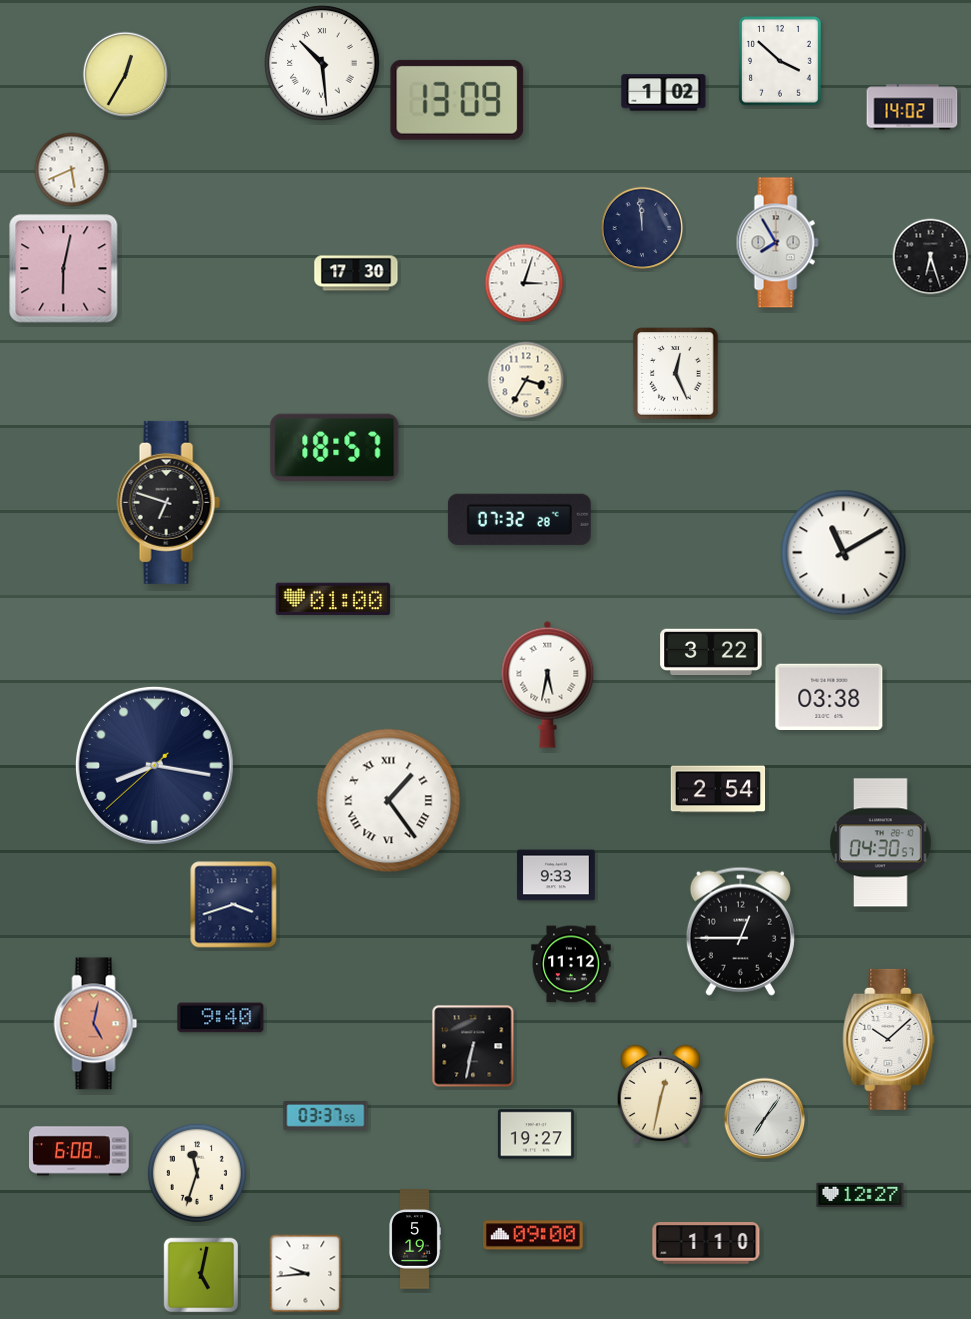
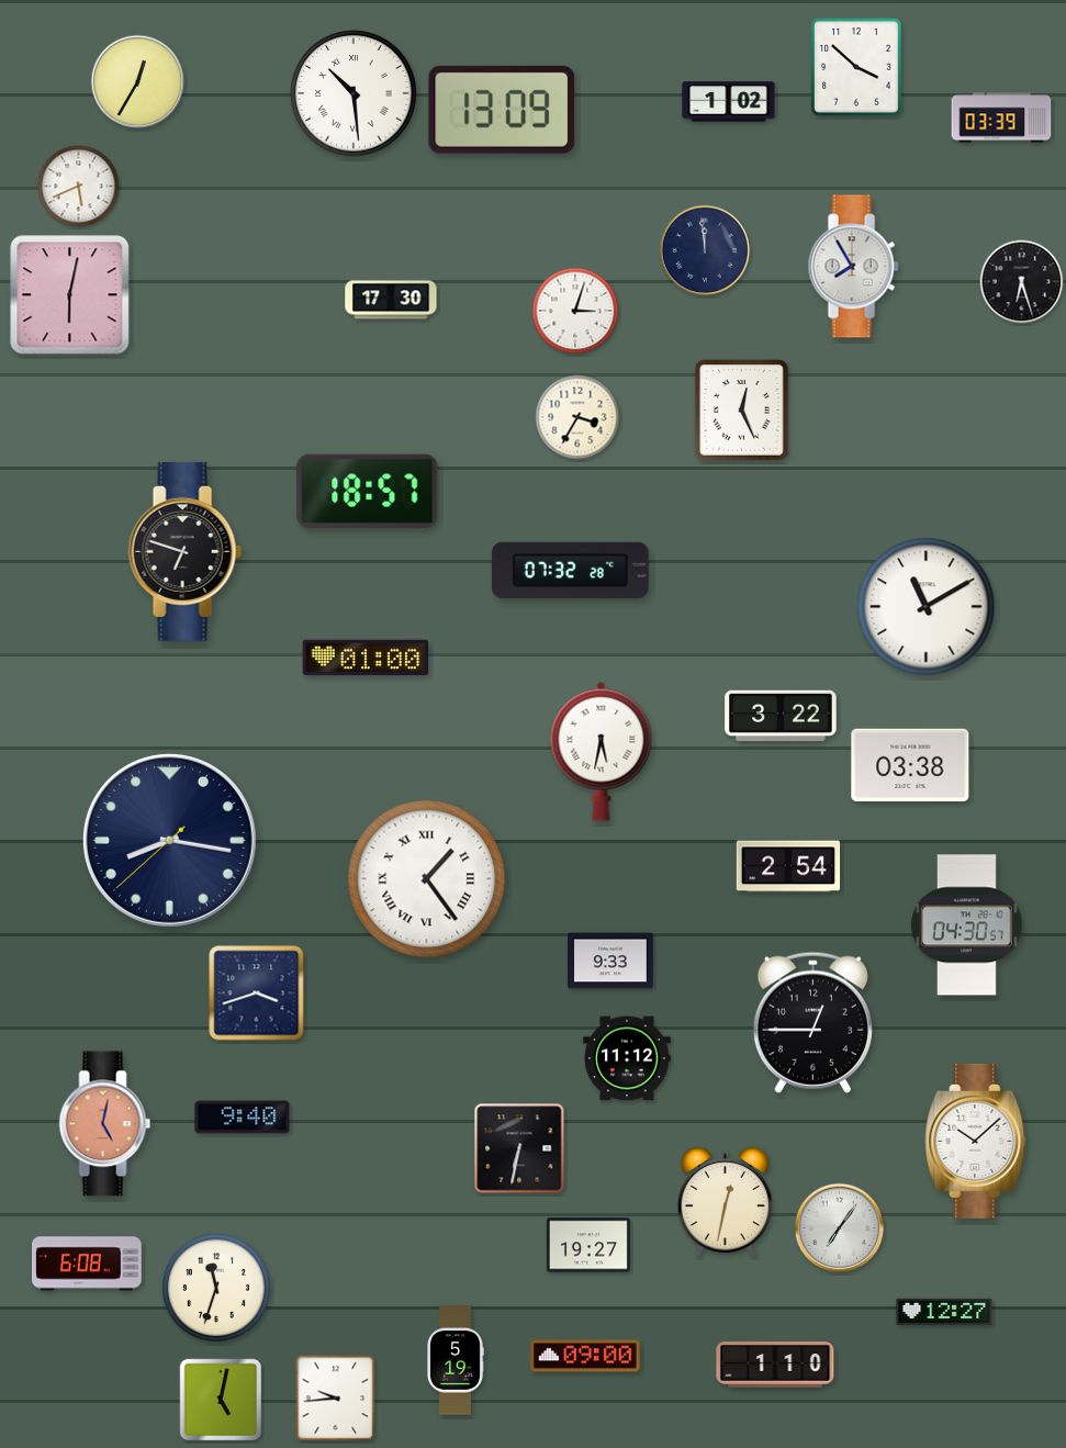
clock at (322, 63) position: (322, 63) -> (354, 93)
clock at (912, 107): 14:02 -> 03:39
clock at (326, 1116): 03:37 -> none
